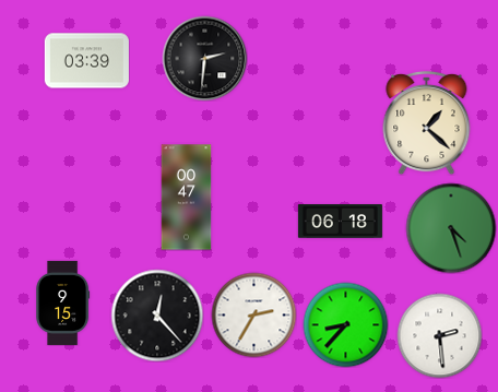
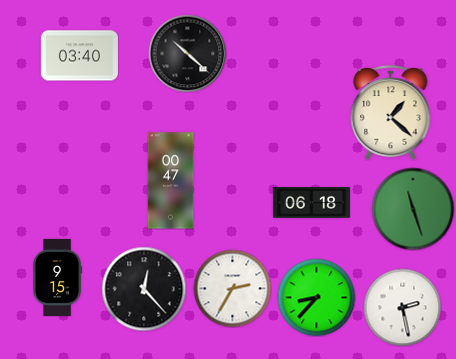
clock at (204, 58): 2:31 -> 10:22
clock at (86, 61): 03:39 -> 03:40
clock at (451, 228): 4:27 -> 11:27
clock at (439, 335): 2:29 -> 2:28
